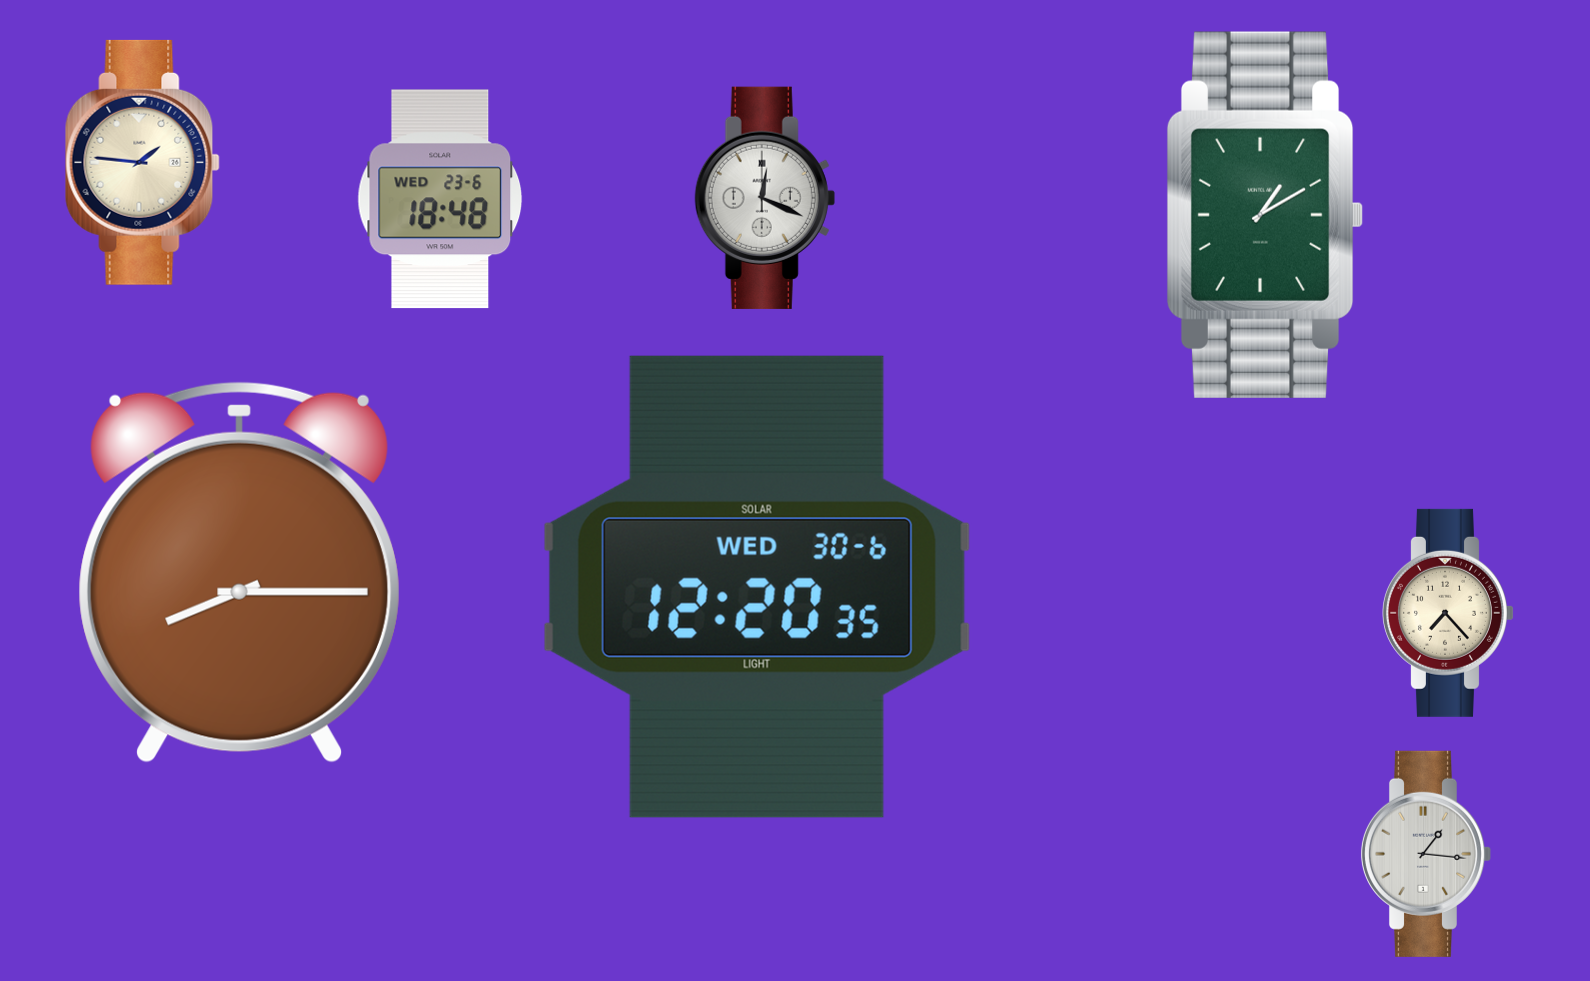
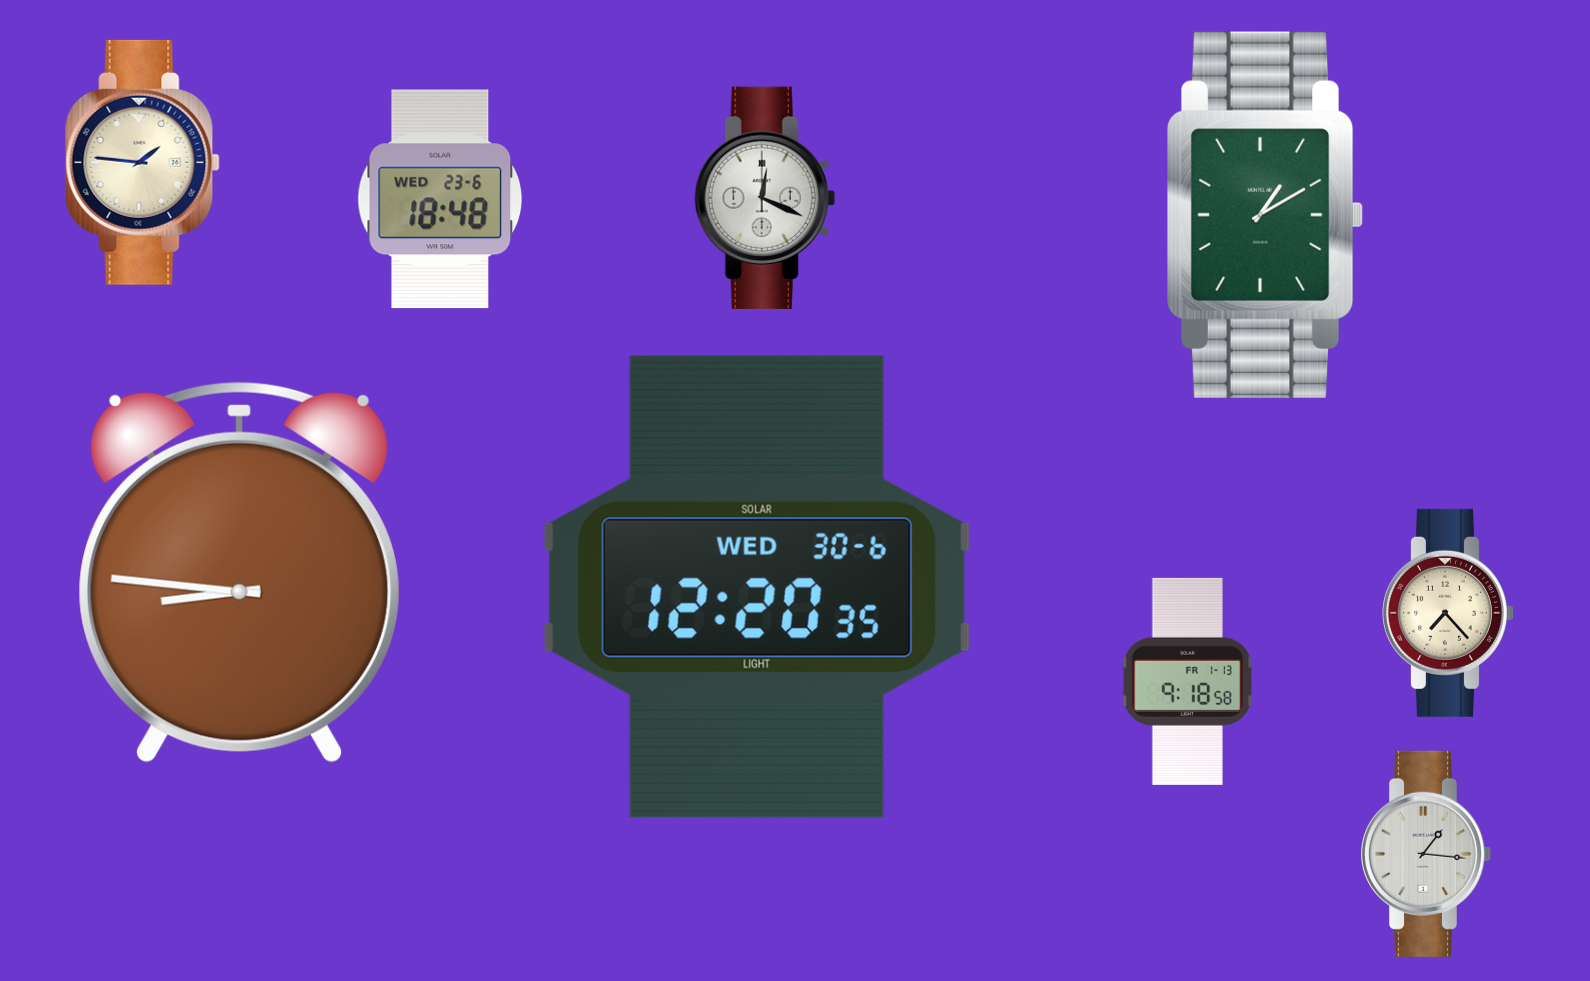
clock at (239, 572): 8:15 -> 8:46
clock at (1187, 681): none -> 9:18
